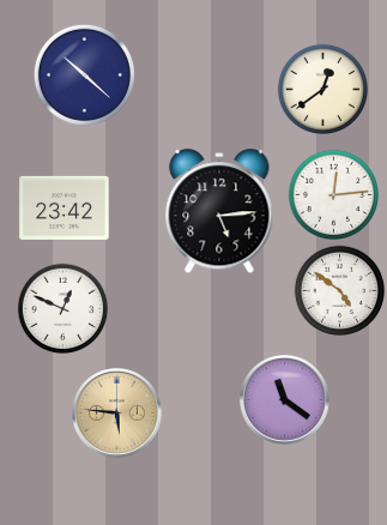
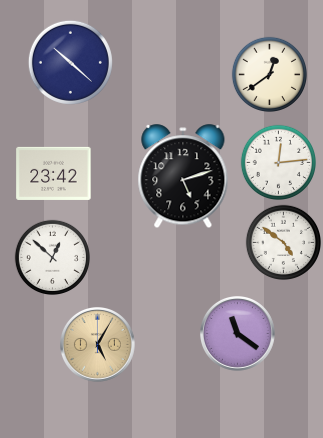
clock at (219, 212): 5:14 -> 5:12
clock at (62, 308): 12:49 -> 12:52
clock at (117, 414): 5:46 -> 5:05
